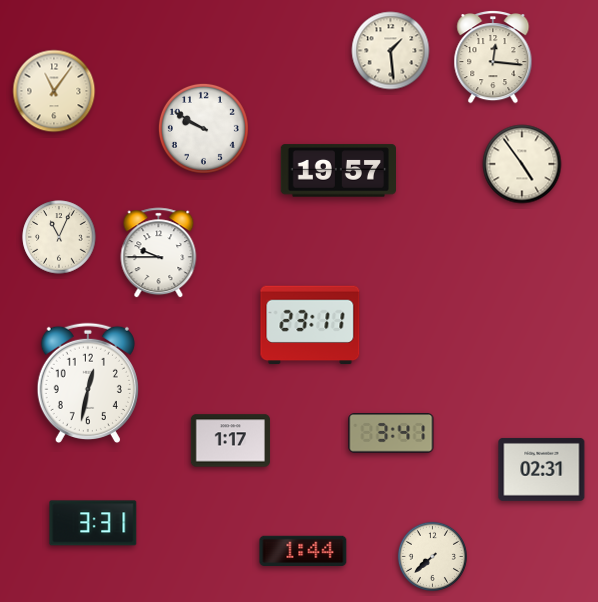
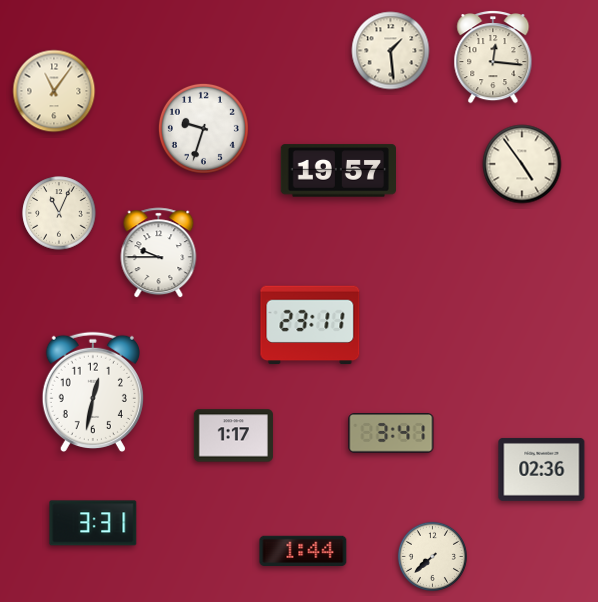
clock at (203, 128): 9:50 -> 9:33
clock at (59, 237) position: (59, 237) -> (59, 213)
clock at (88, 382) position: (88, 382) -> (93, 391)
clock at (230, 441) position: (230, 441) -> (233, 436)
clock at (542, 470): 02:31 -> 02:36
